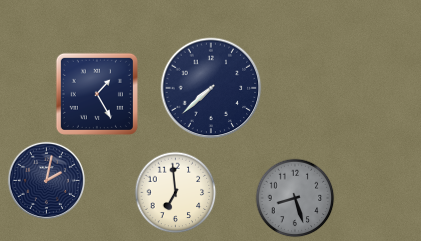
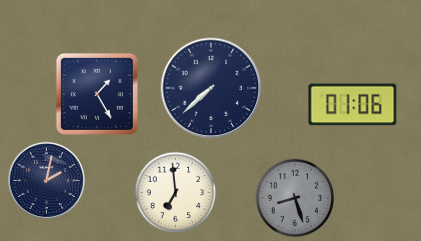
clock at (353, 105): none -> 01:06
